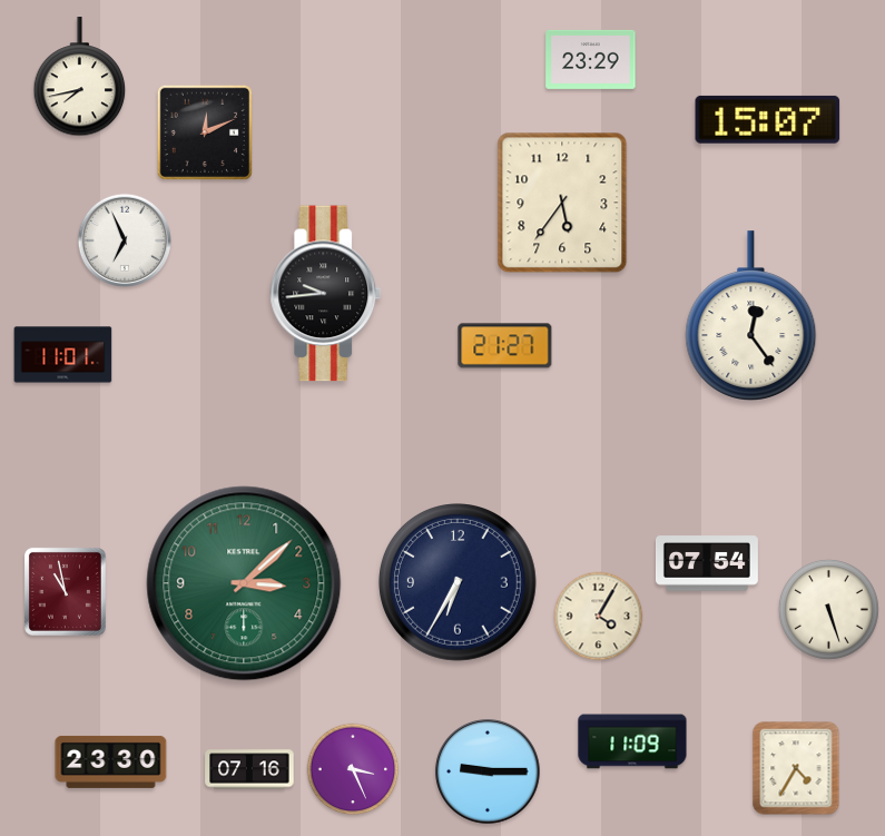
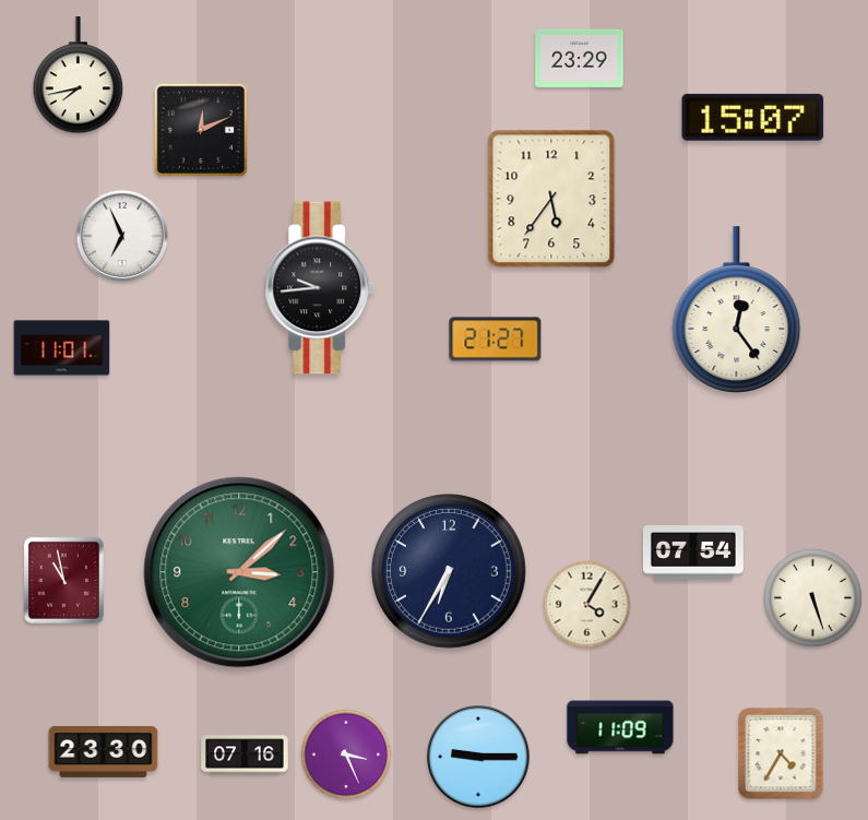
clock at (111, 761) position: (111, 761) -> (104, 751)
